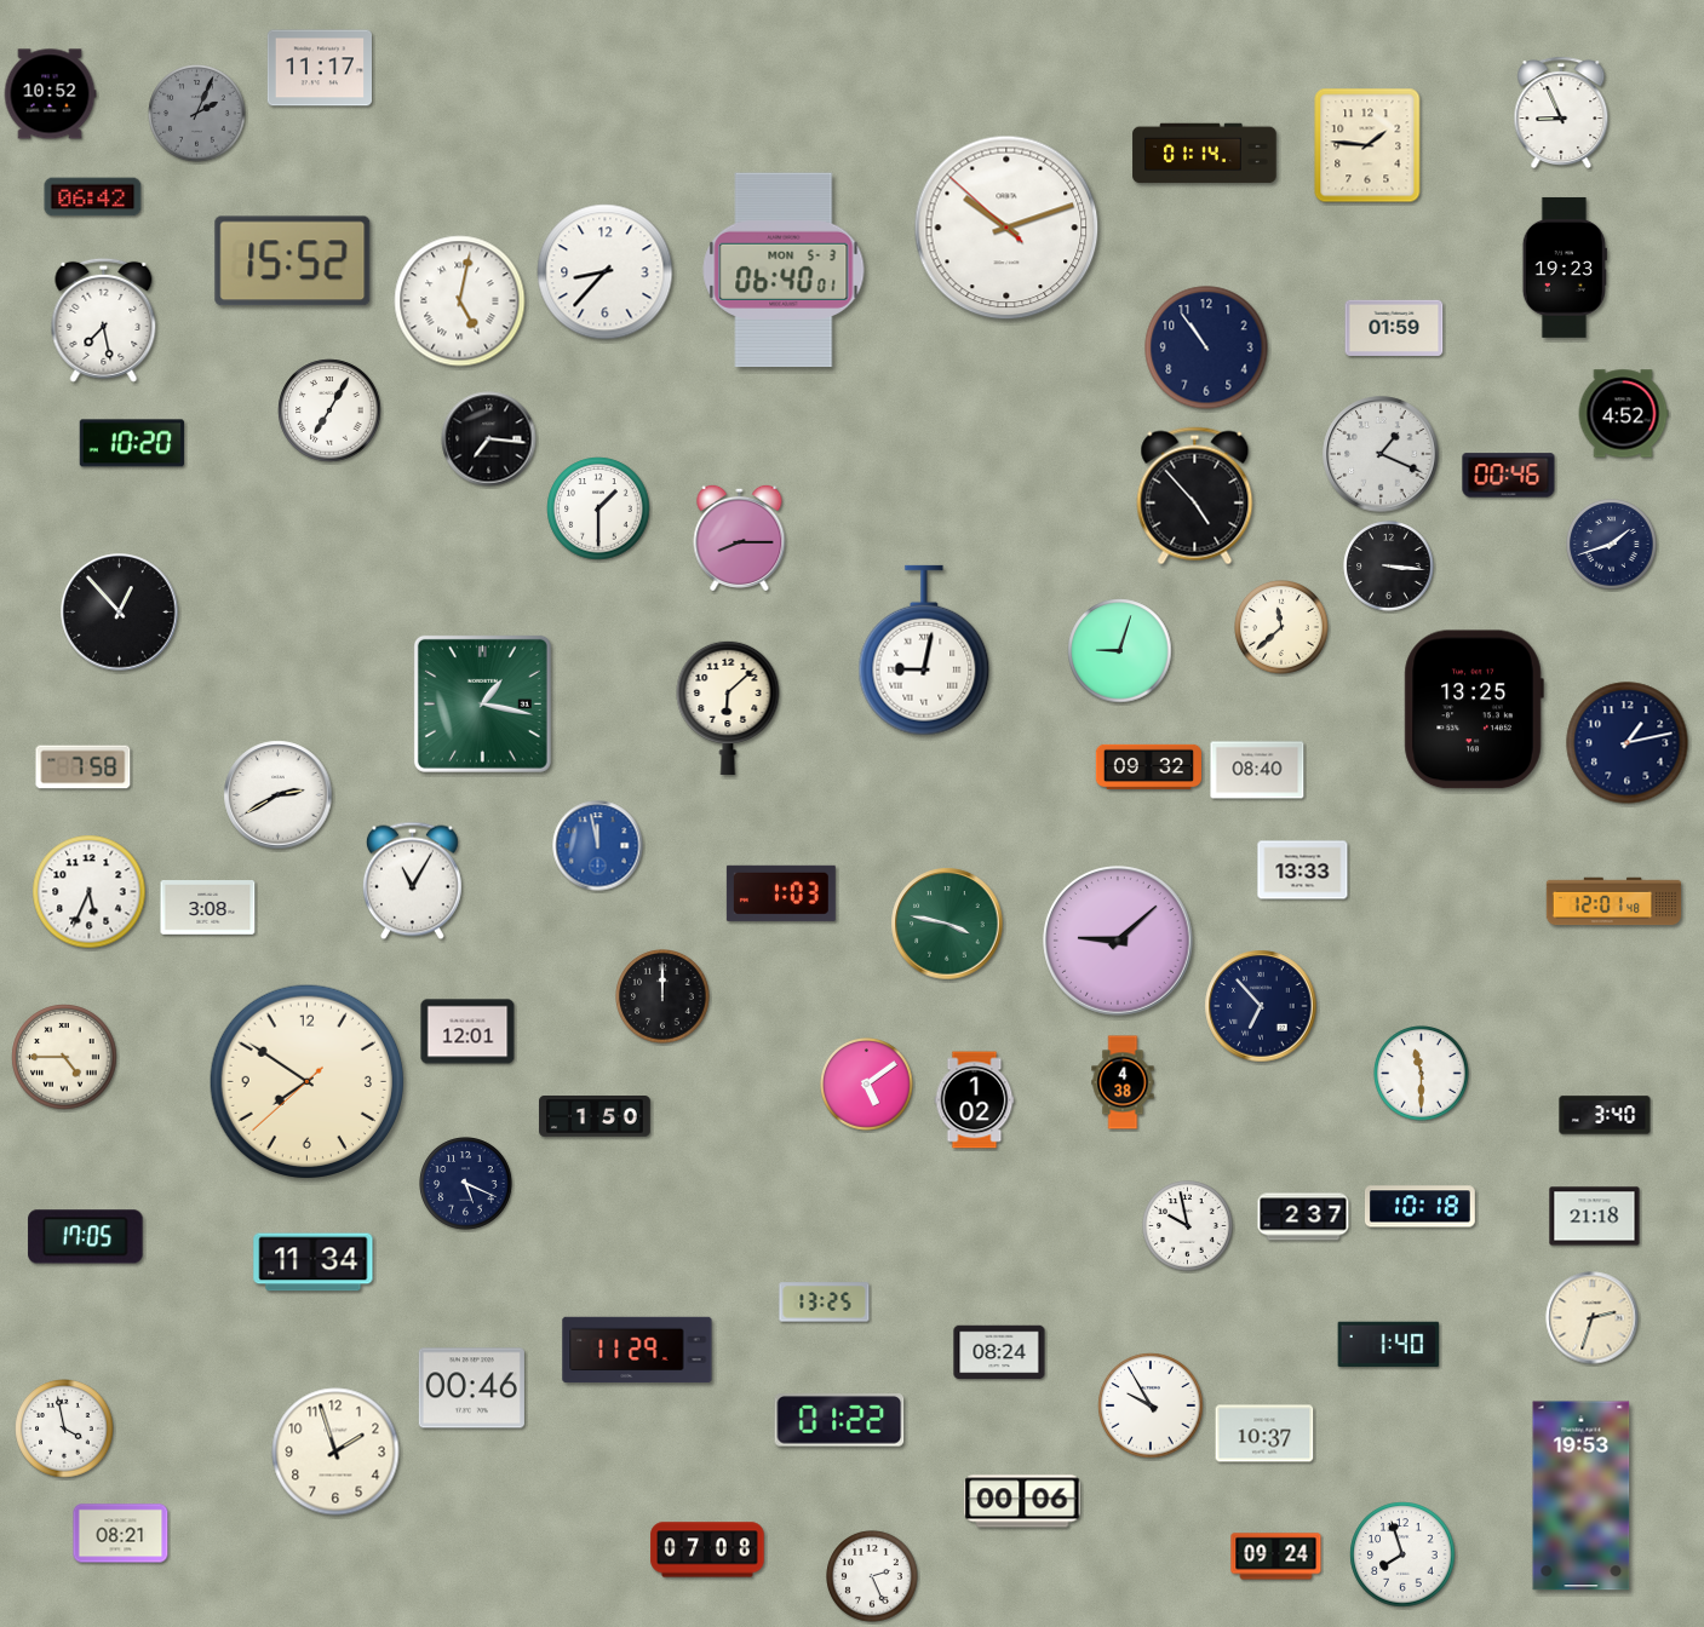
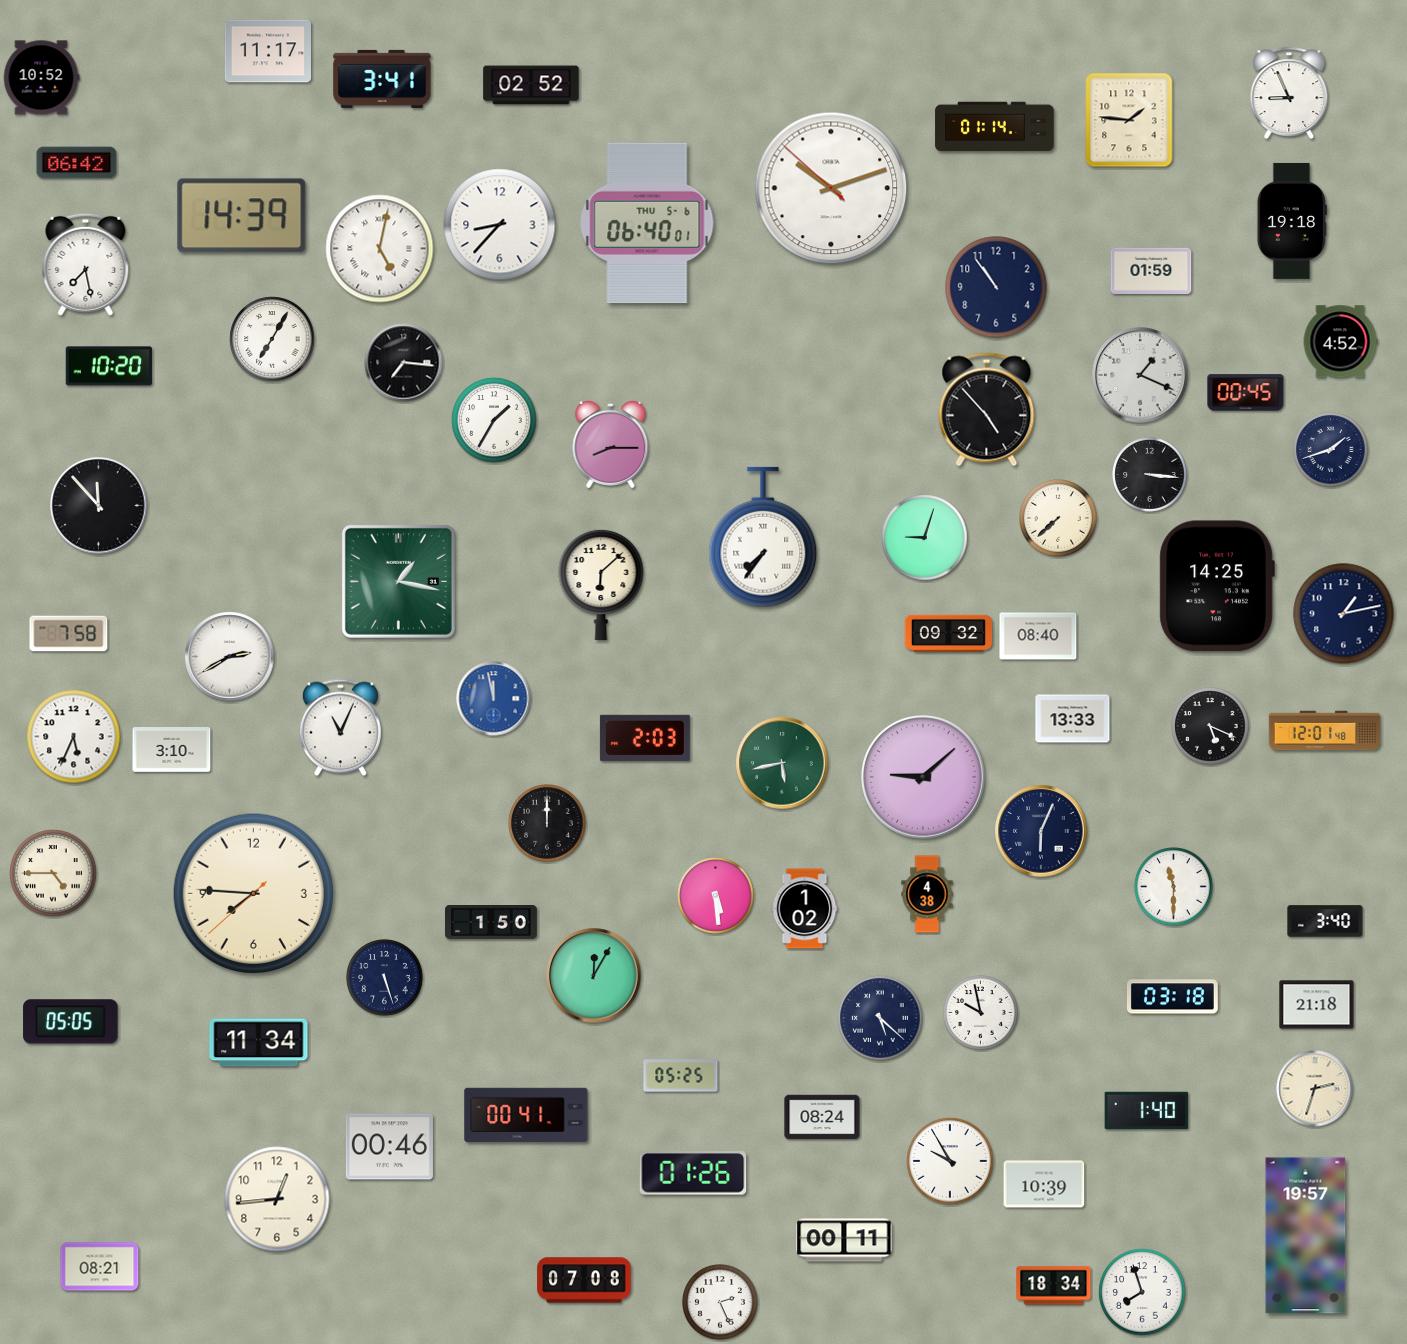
clock at (319, 68) position: (319, 68) -> (267, 51)
clock at (382, 79): none -> 3:41
clock at (531, 85): none -> 02:52
clock at (197, 114): 2:04 -> none
clock at (293, 261): 15:52 -> 14:39
clock at (1565, 268): 19:23 -> 19:18
clock at (784, 270) date: MON 5-3 -> THU 5-6
clock at (1509, 476): 00:46 -> 00:45
clock at (598, 508): 1:30 -> 1:35
clock at (1389, 567) position: (1389, 567) -> (1150, 475)
clock at (120, 613): 12:53 -> 11:53
clock at (1281, 627): 11:38 -> 7:38
clock at (924, 650): 9:02 -> 7:36
clock at (1474, 709): 13:25 -> 14:25
clock at (1303, 870) position: (1303, 870) -> (1073, 719)
clock at (1210, 726): none -> 5:19
clock at (412, 881): 11:05 -> 11:04
clock at (781, 893): 1:03 -> 2:03
clock at (1614, 902) position: (1614, 902) -> (1325, 731)
clock at (208, 908): 3:08 -> 3:10
clock at (947, 924): 3:47 -> 5:43
clock at (1261, 1006): 6:53 -> 6:04
clock at (467, 1031): 12:01 -> none
clock at (306, 1081): 7:50 -> 7:45
clock at (867, 1085): 5:09 -> 5:29
clock at (594, 976): none -> 12:05
clock at (466, 1184): 5:19 -> 5:27
clock at (1419, 1207): 10:18 -> 03:18
clock at (1303, 1217): 2:37 -> none
clock at (880, 1018): none -> 5:22
clock at (86, 1237): 17:05 -> 05:05
clock at (825, 1303): 13:25 -> 05:25
clock at (637, 1350): 11:29 -> 00:41
clock at (999, 1352) position: (999, 1352) -> (822, 1117)
clock at (839, 1420): 01:22 -> 01:26
clock at (64, 1428): 3:58 -> none
clock at (1264, 1433): 10:37 -> 10:39
clock at (335, 1451): 1:57 -> 12:44
clock at (1582, 1496): 19:53 -> 19:57
clock at (1022, 1501): 00:06 -> 00:11
clock at (1402, 1554) position: (1402, 1554) -> (1142, 1292)
clock at (1276, 1557): 09:24 -> 18:34
